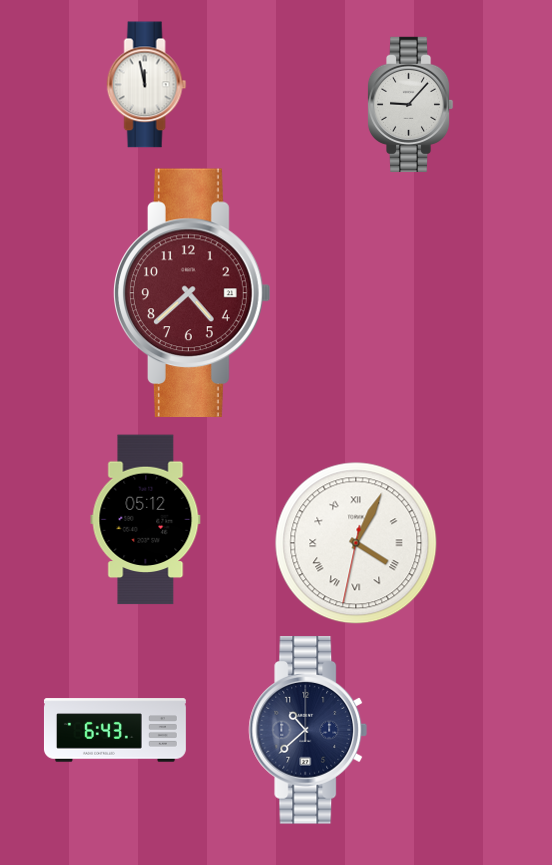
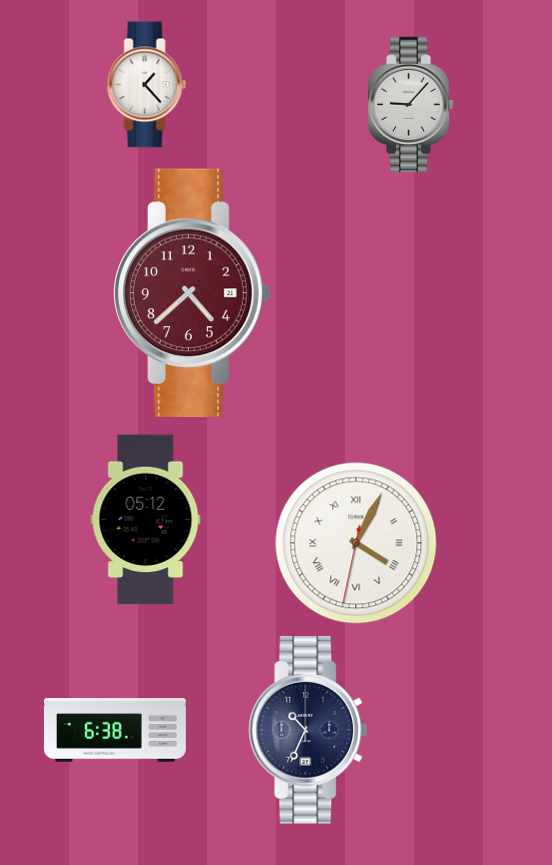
clock at (147, 85): 11:58 -> 1:23
clock at (115, 730): 6:43 -> 6:38
clock at (308, 730): 10:38 -> 10:34
